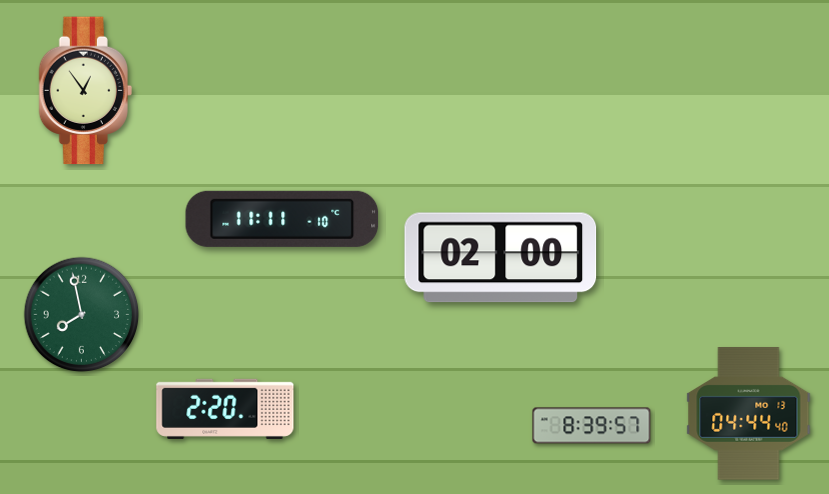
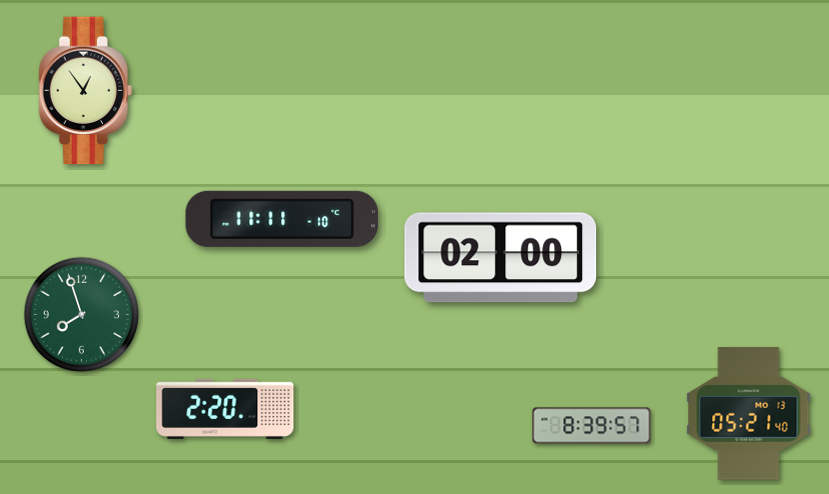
clock at (82, 315): 7:58 -> 7:57
clock at (749, 414): 04:44 -> 05:21
